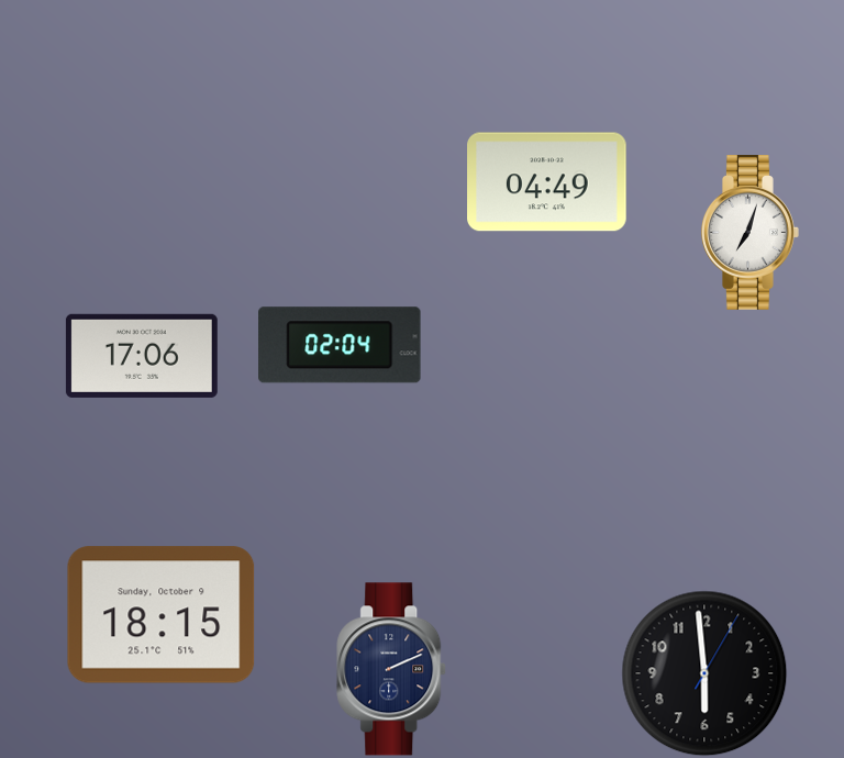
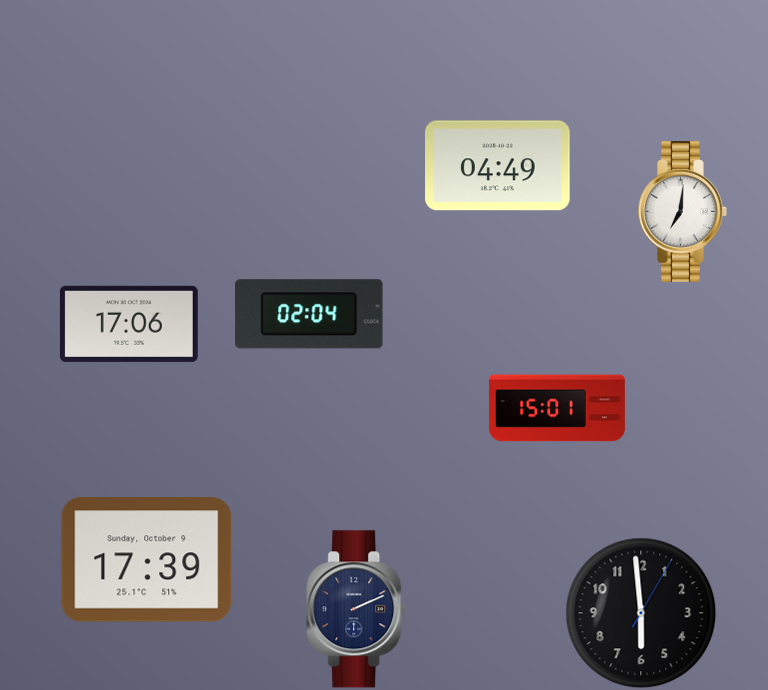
clock at (751, 233): 7:03 -> 7:01
clock at (557, 408): none -> 15:01
clock at (162, 615): 18:15 -> 17:39
